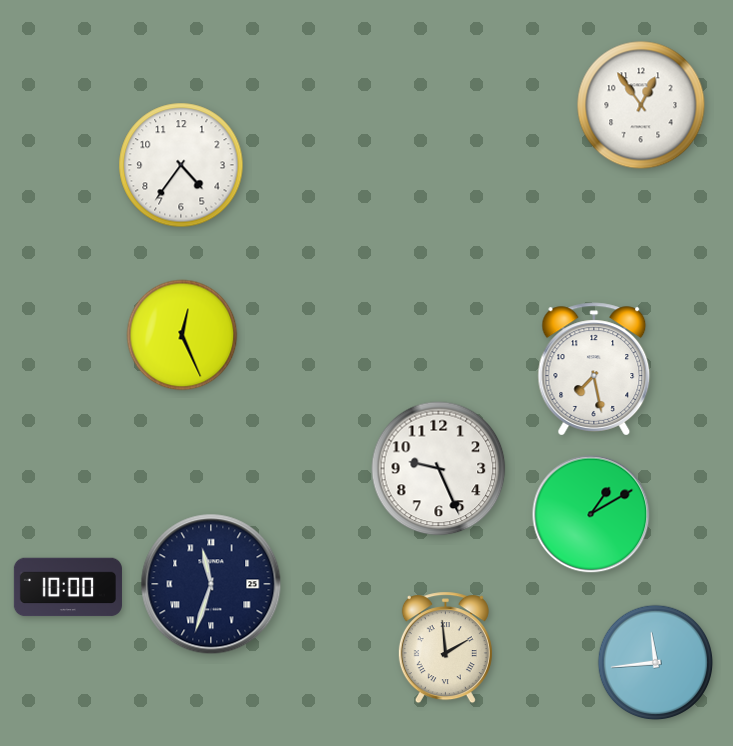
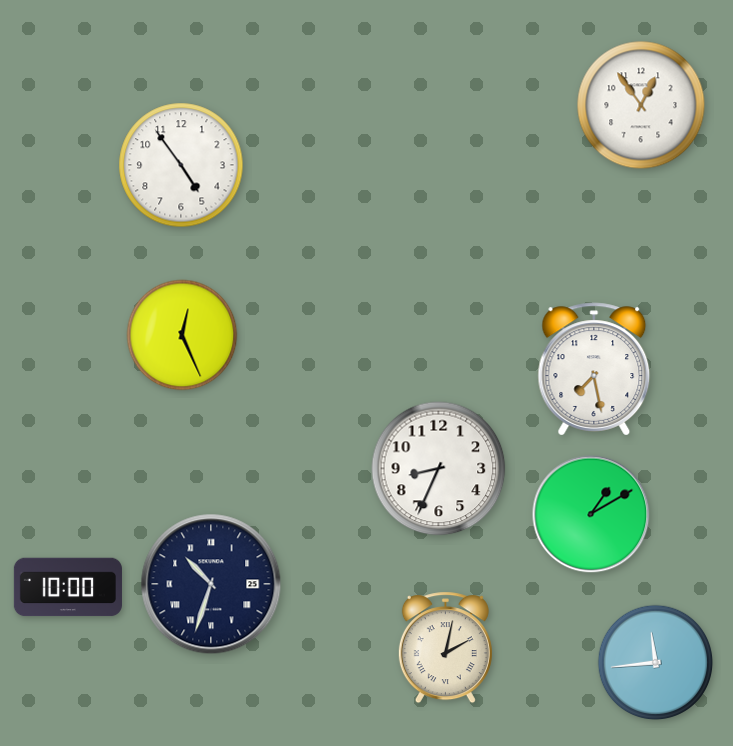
clock at (181, 165): 4:36 -> 4:54
clock at (439, 469): 9:26 -> 8:34
clock at (211, 584): 11:33 -> 10:33
clock at (445, 648): 1:59 -> 2:02
